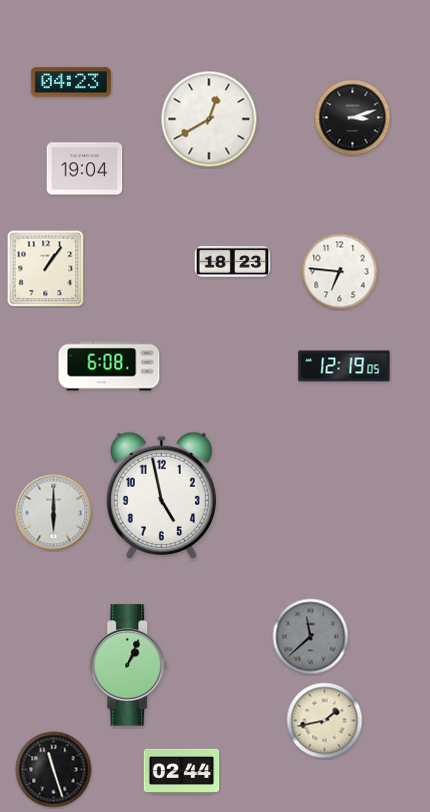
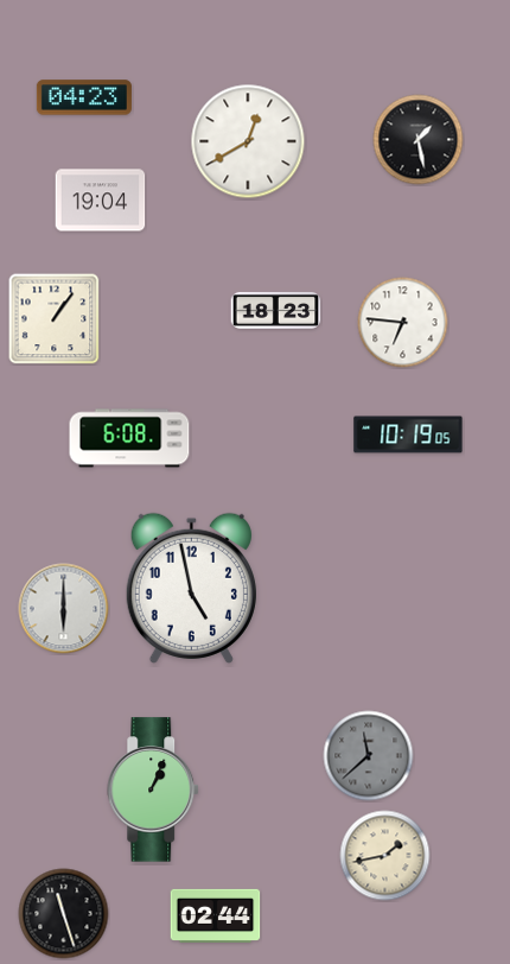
clock at (353, 118): 3:12 -> 1:28
clock at (109, 366) position: (109, 366) -> (129, 438)
clock at (344, 366): 12:19 -> 10:19
